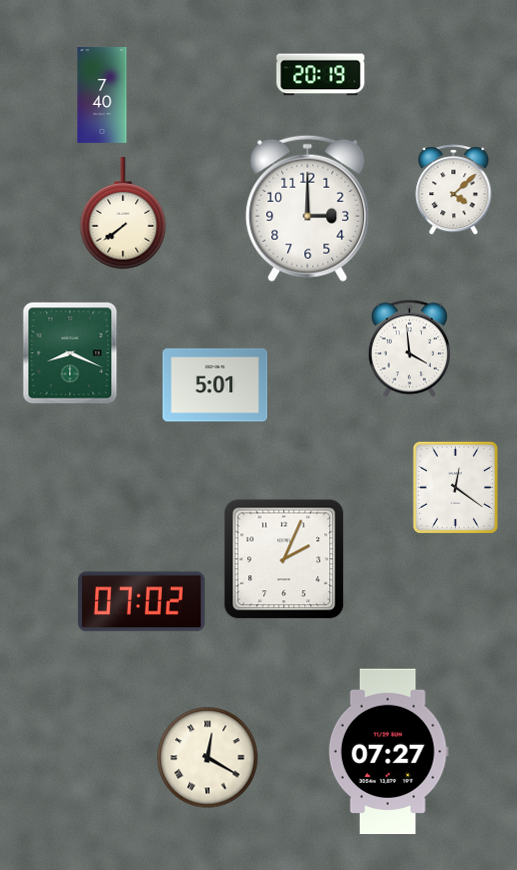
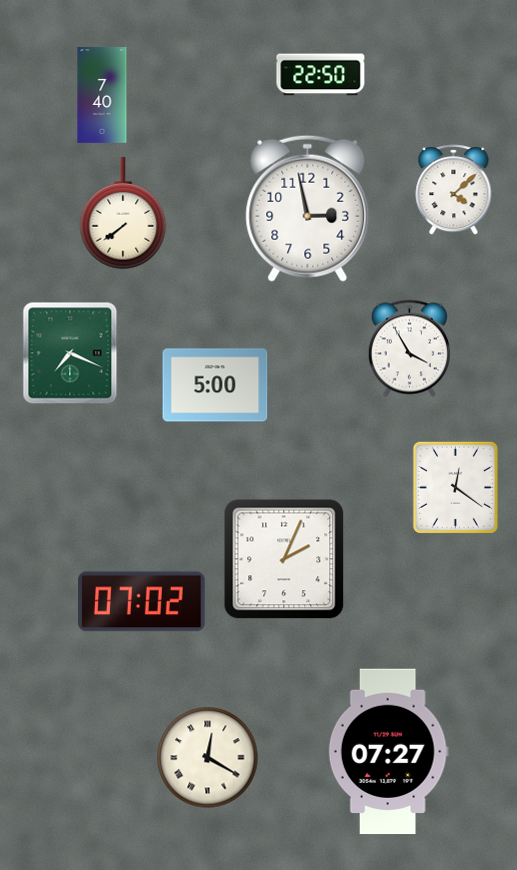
clock at (321, 75): 20:19 -> 22:50
clock at (308, 208): 3:00 -> 2:58
clock at (409, 349): 3:59 -> 3:55
clock at (70, 353): 8:19 -> 7:19
clock at (215, 385): 5:01 -> 5:00
